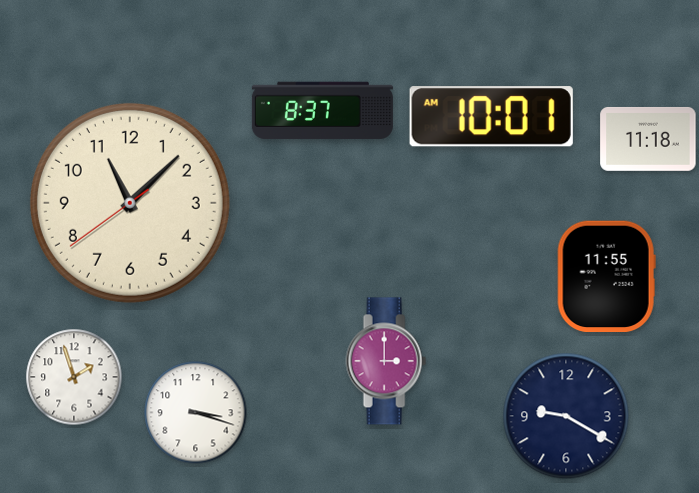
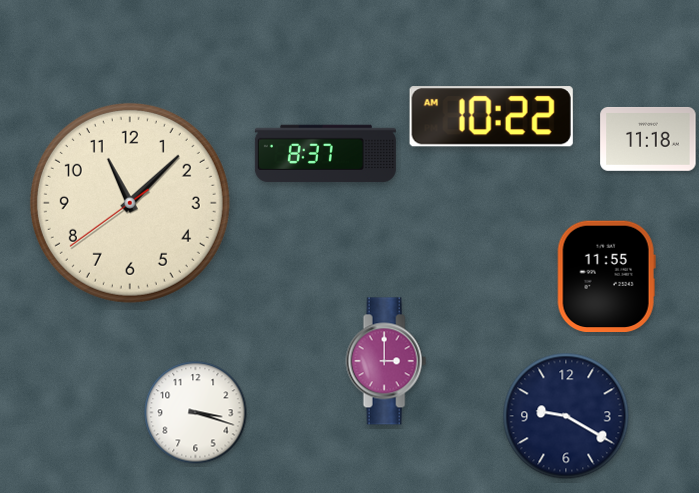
clock at (322, 111) position: (322, 111) -> (325, 154)
clock at (491, 117): 10:01 -> 10:22
clock at (74, 377): 1:57 -> none
